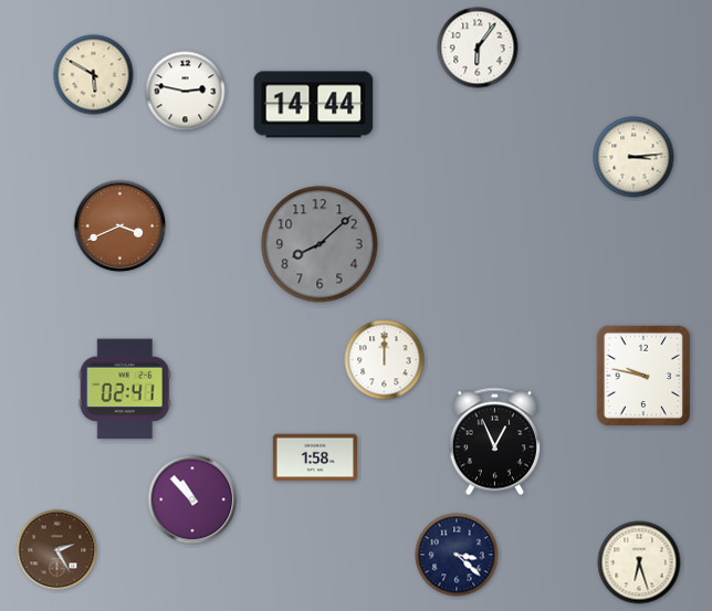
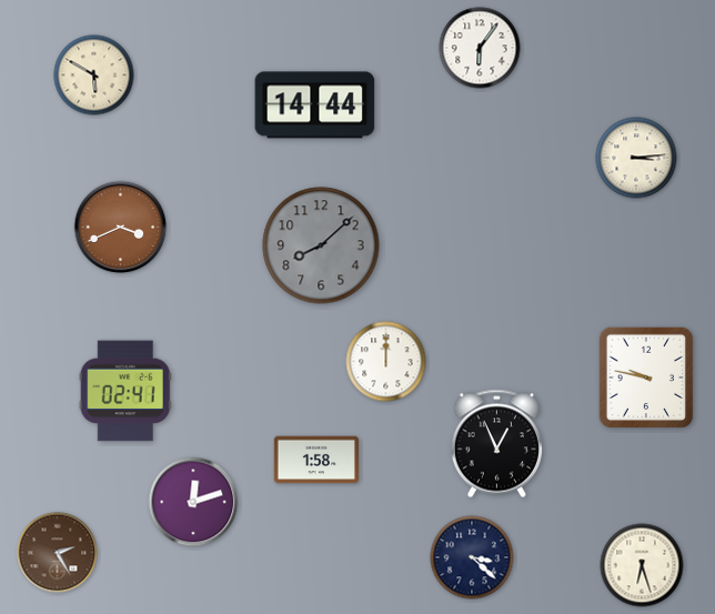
clock at (186, 92): 2:47 -> none
clock at (192, 499): 10:53 -> 12:12
clock at (457, 555) position: (457, 555) -> (472, 557)
